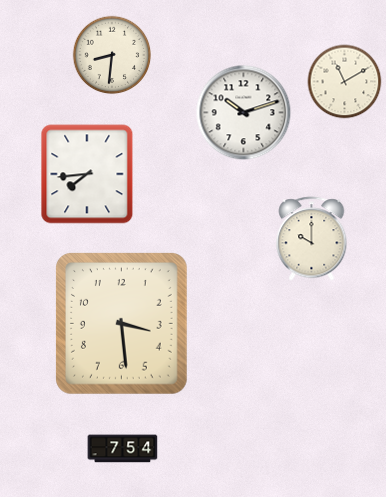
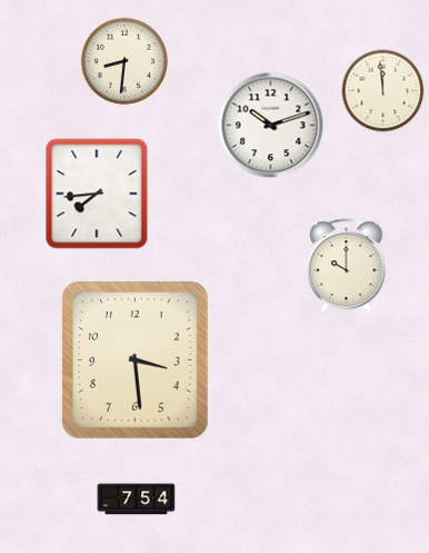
clock at (345, 82): 11:10 -> 11:59
